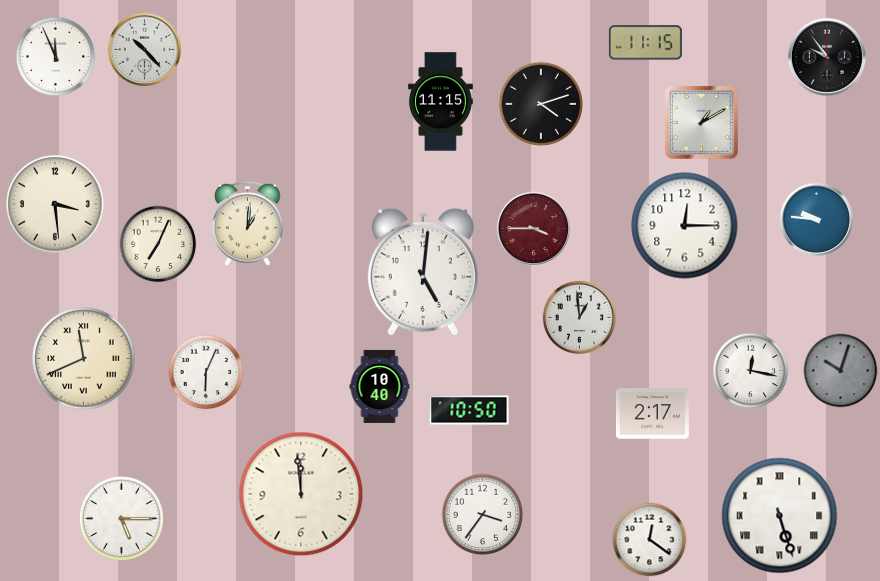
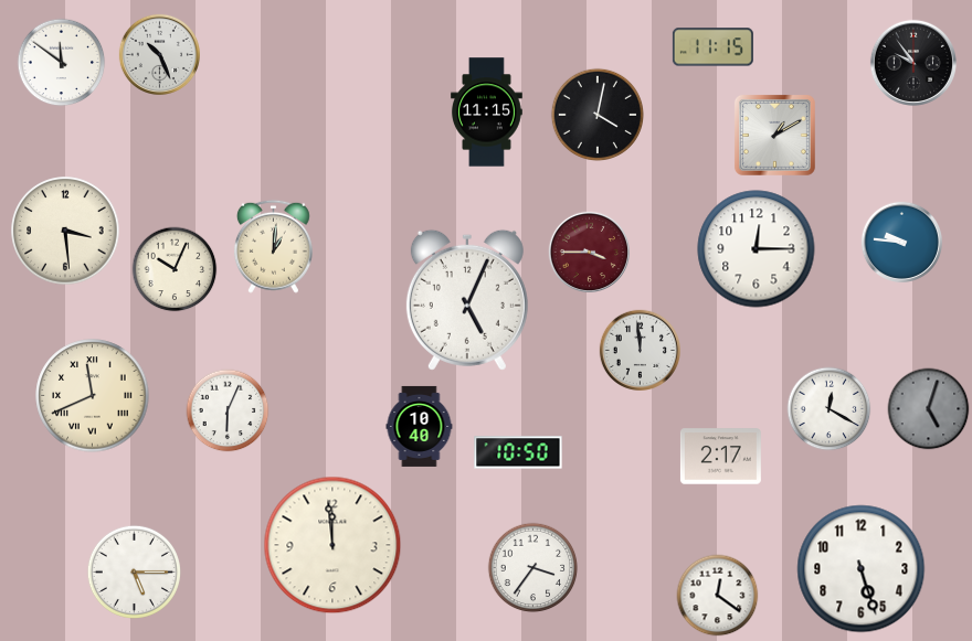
clock at (144, 49): 10:23 -> 10:26
clock at (56, 57): 11:56 -> 11:51
clock at (540, 103): 4:12 -> 4:02
clock at (55, 204) position: (55, 204) -> (65, 231)
clock at (158, 244): 7:04 -> 10:04
clock at (423, 272): 5:01 -> 5:04
clock at (579, 317): 12:59 -> 11:59
clock at (751, 371): 12:17 -> 12:20
clock at (841, 371): 10:03 -> 5:03
clock at (780, 516) numerals: Roman -> Arabic
